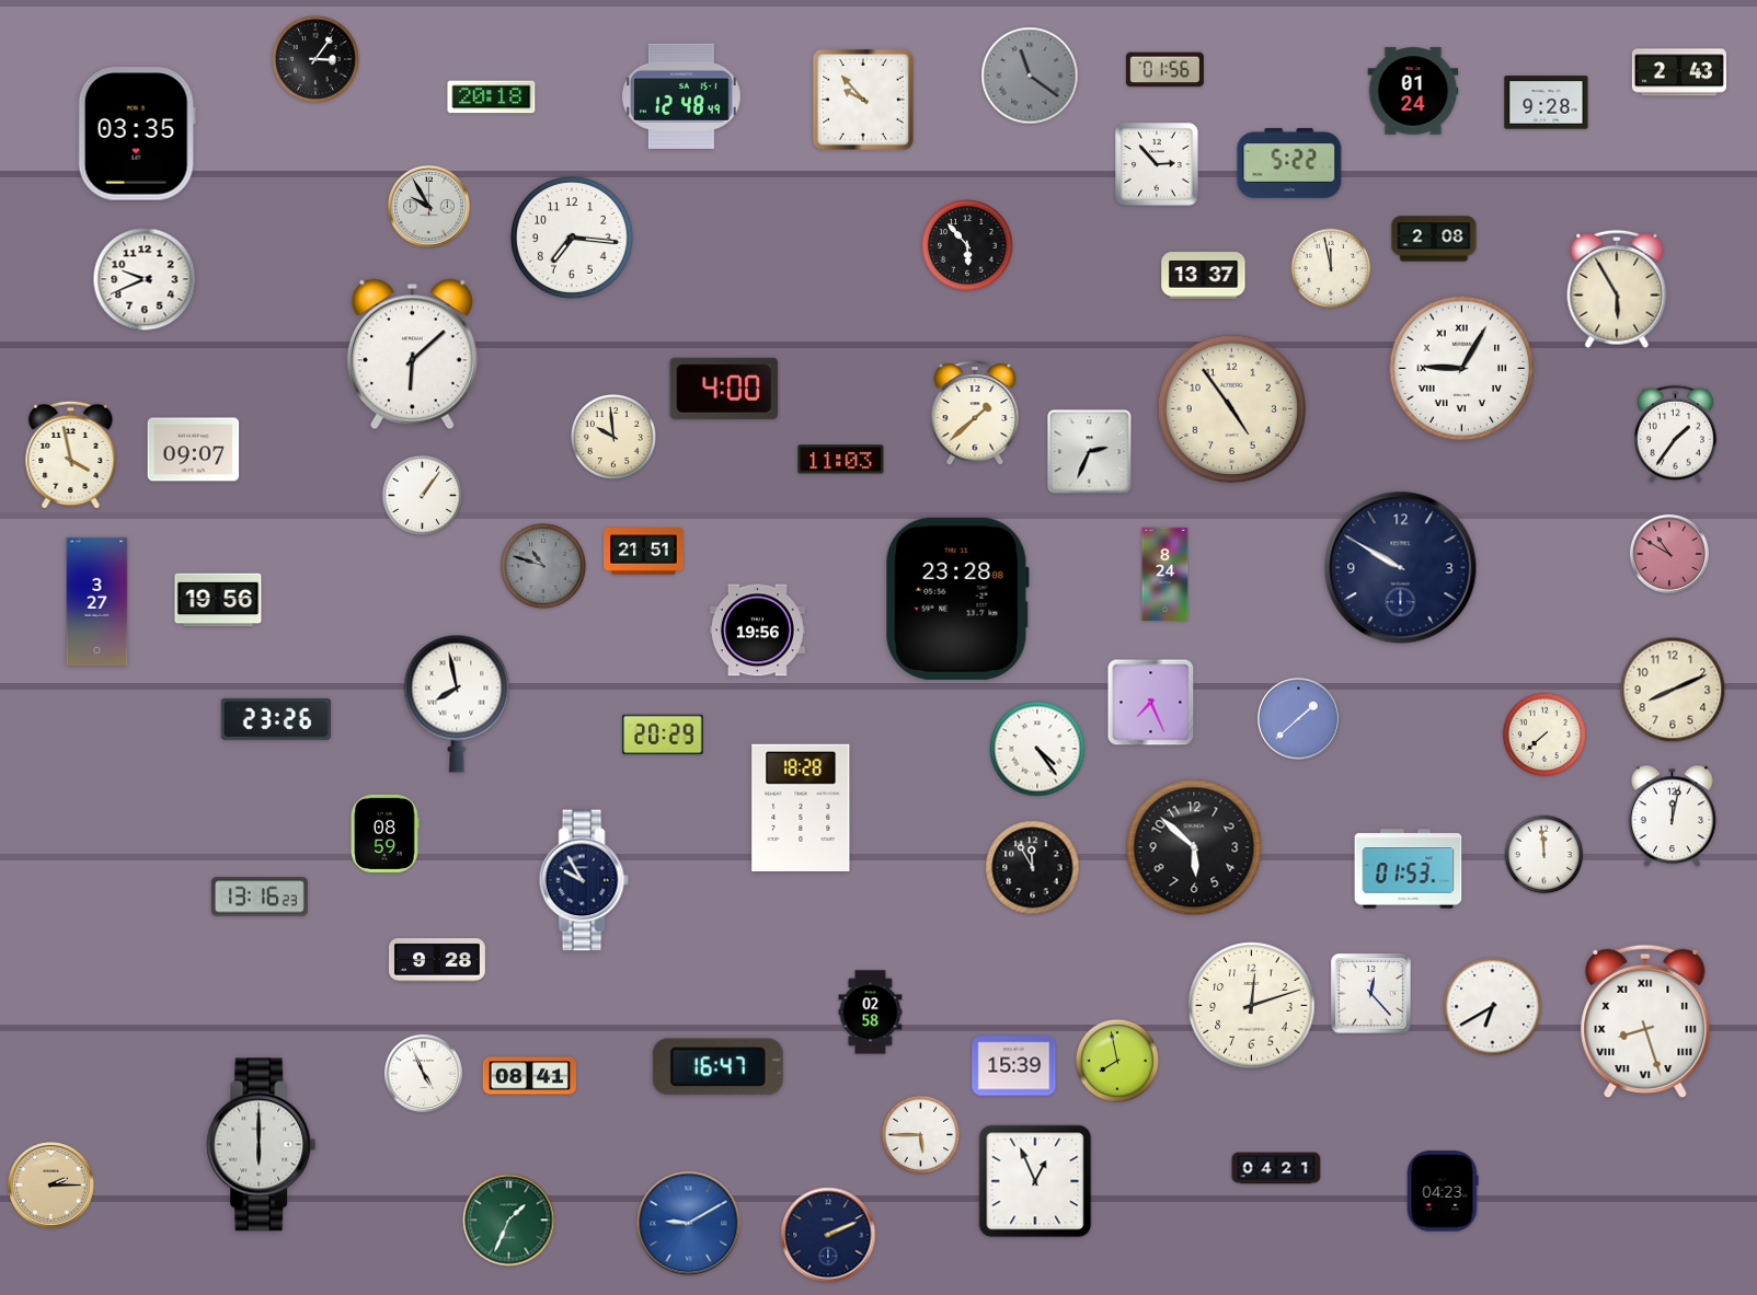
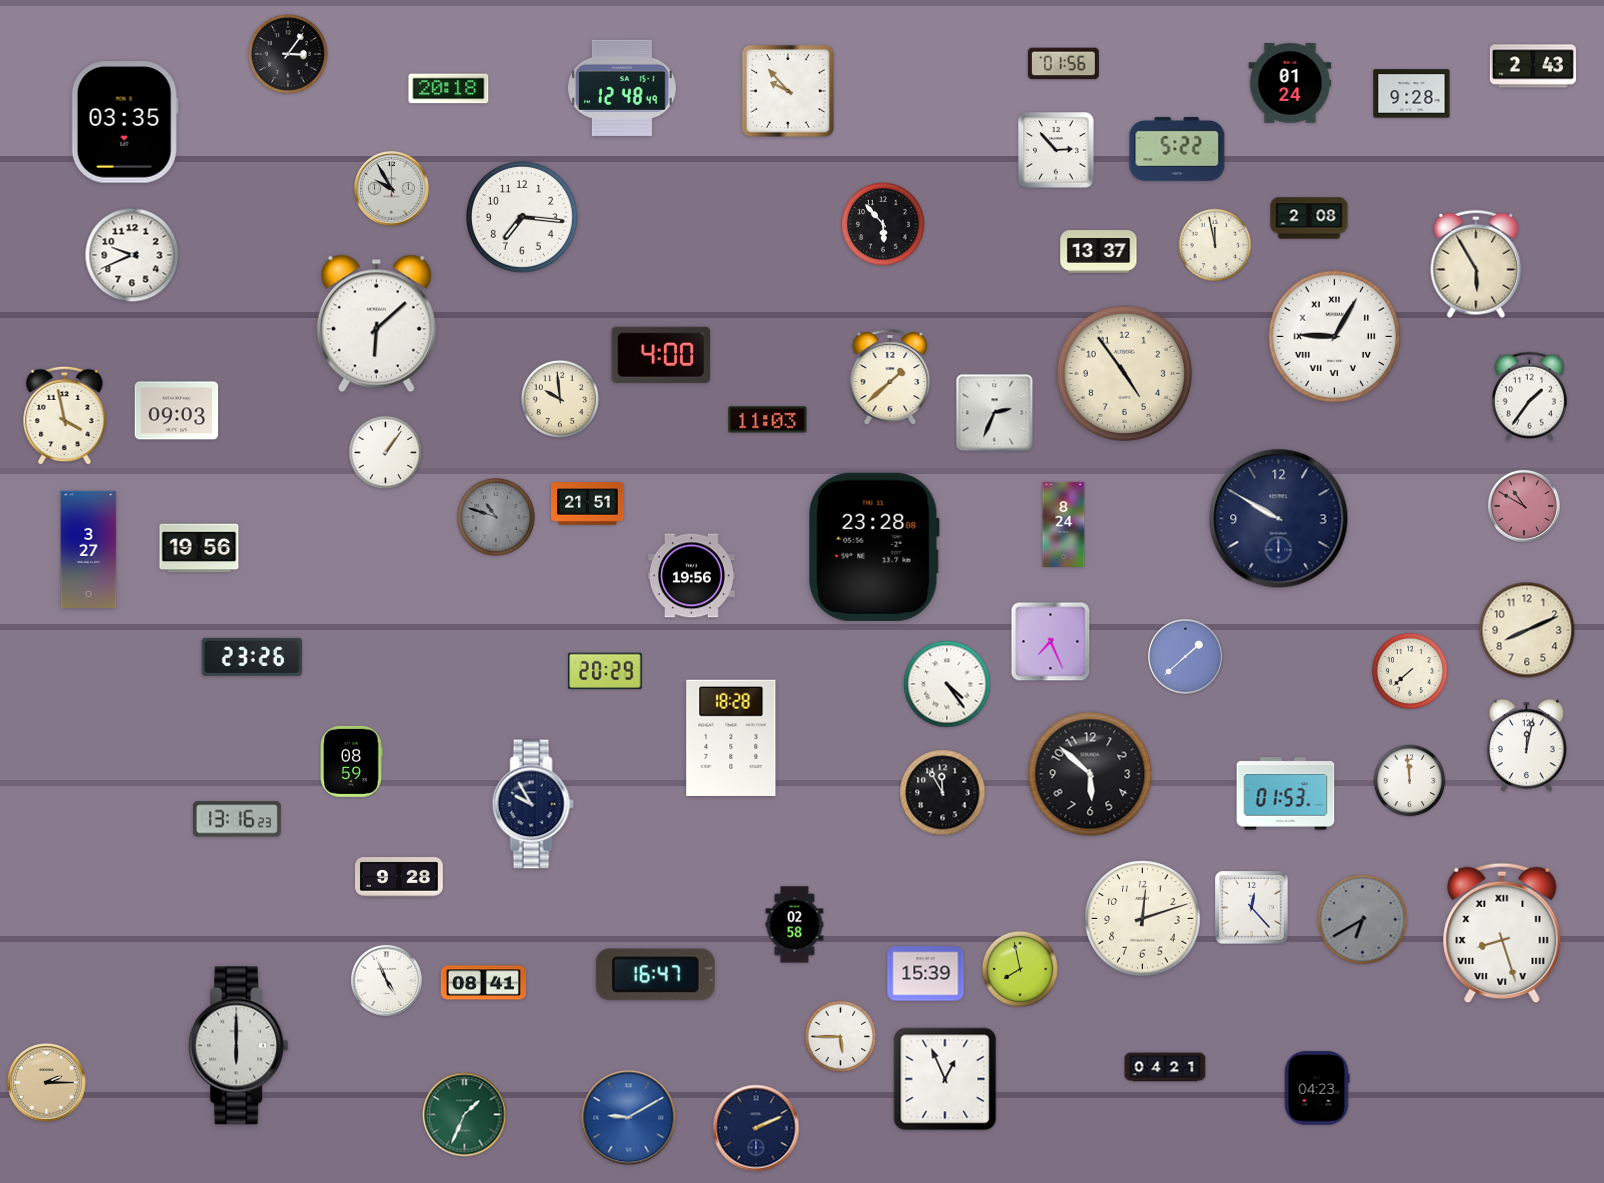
clock at (1030, 76): 11:21 -> none
clock at (194, 450): 09:07 -> 09:03
clock at (457, 704): 7:58 -> none
clock at (1493, 1007) dial: white -> grey
